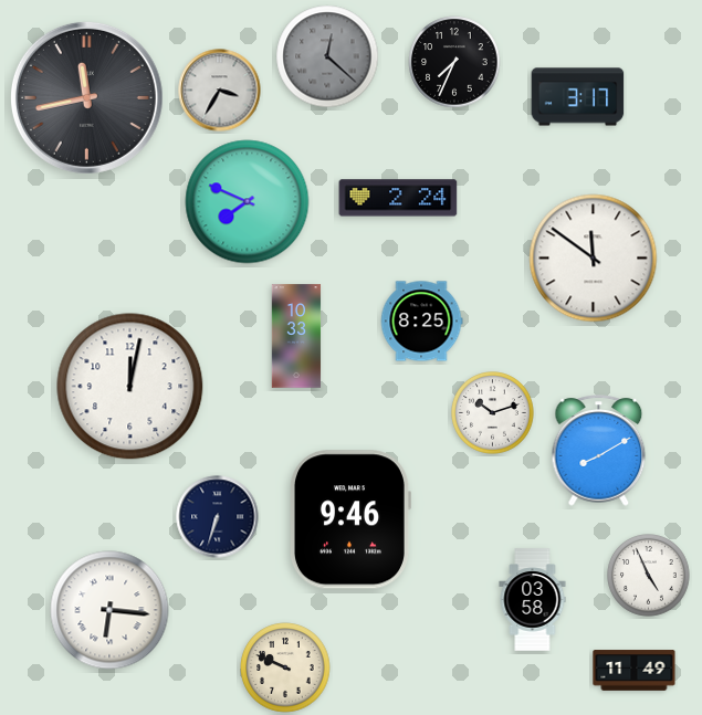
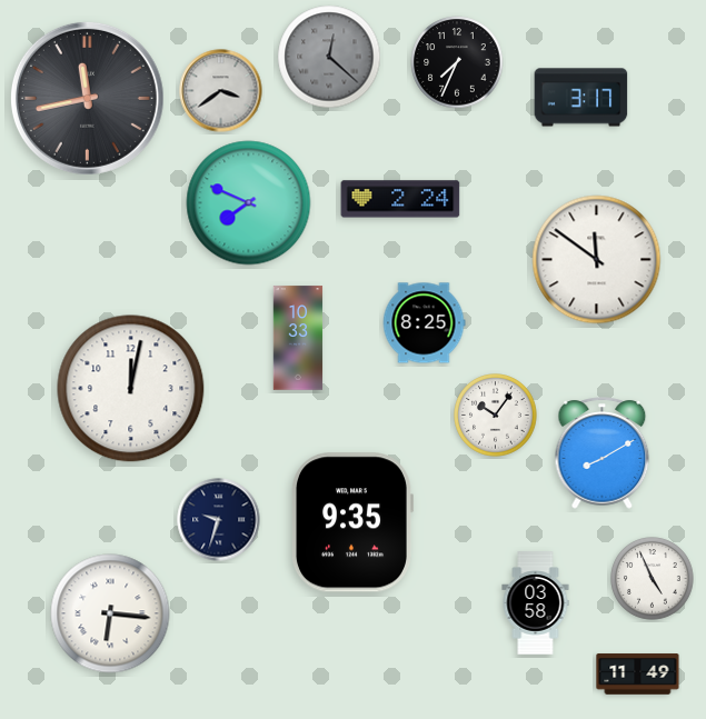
clock at (220, 91): 3:35 -> 3:39
clock at (493, 413): 10:12 -> 10:06
clock at (218, 517): 6:33 -> 9:33
clock at (349, 519): 9:46 -> 9:35
clock at (285, 667): 9:49 -> none
